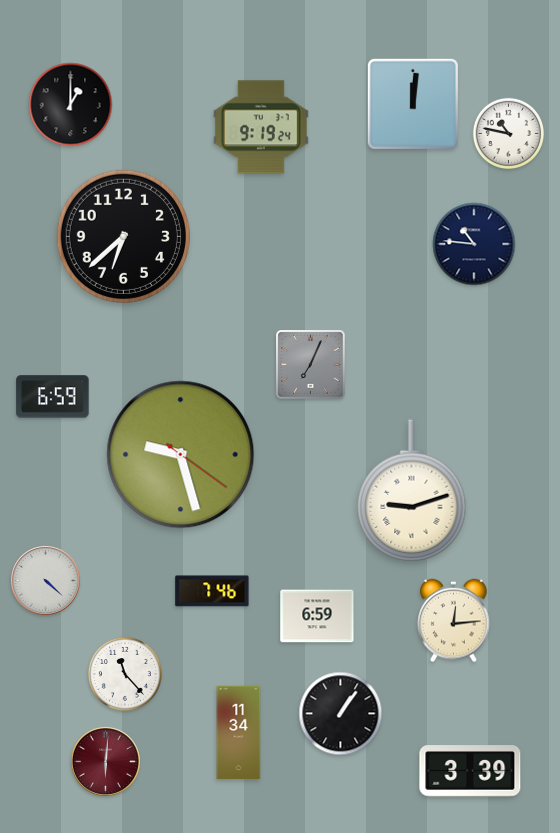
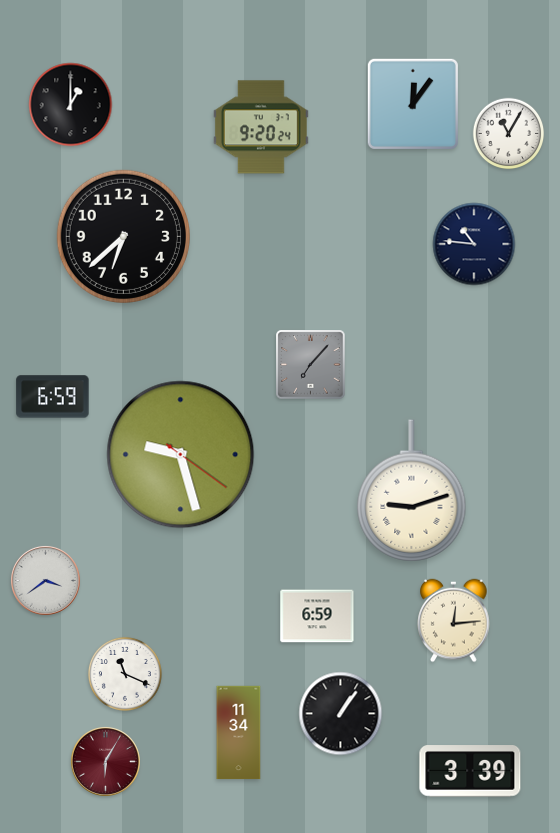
clock at (413, 104): 12:01 -> 12:06
clock at (261, 127): 9:19 -> 9:20
clock at (509, 134): 10:47 -> 11:05
clock at (311, 365): 7:04 -> 7:07
clock at (45, 580): 4:22 -> 3:39
clock at (212, 591): 7:46 -> none
clock at (125, 674): 11:23 -> 11:19
clock at (105, 761): 6:01 -> 6:05
